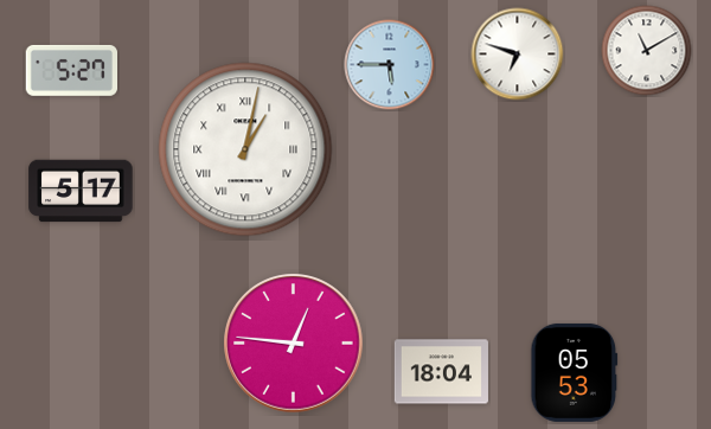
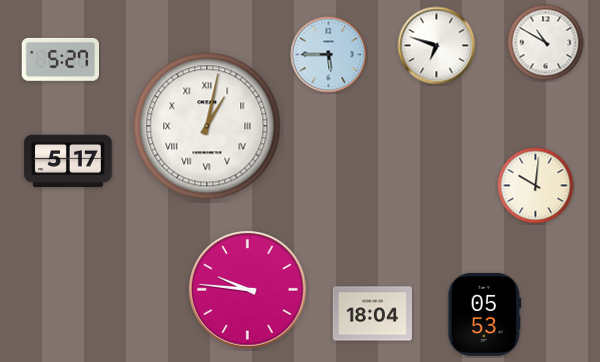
clock at (647, 51): 11:10 -> 10:50
clock at (536, 186): none -> 10:01
clock at (294, 344): 12:46 -> 9:46
